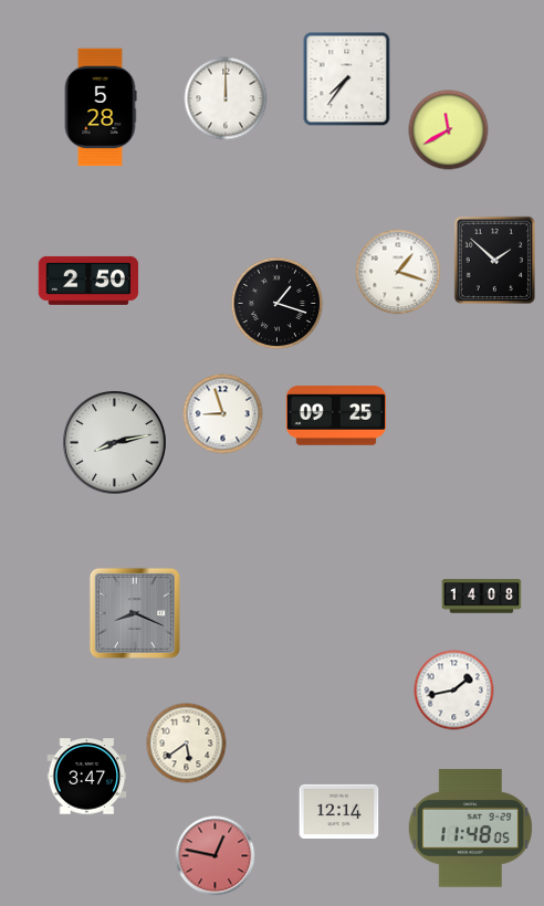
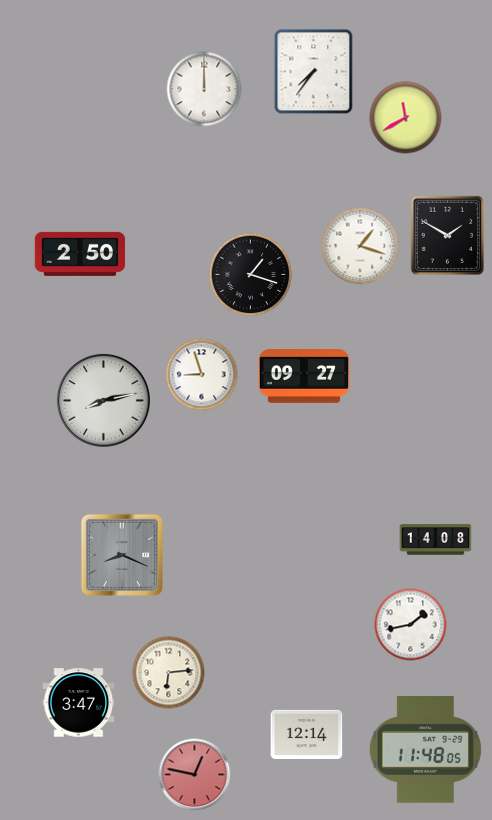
clock at (101, 107): 5:28 -> none
clock at (494, 261): 1:52 -> 1:50
clock at (336, 415): 09:25 -> 09:27
clock at (187, 744): 5:39 -> 6:14
